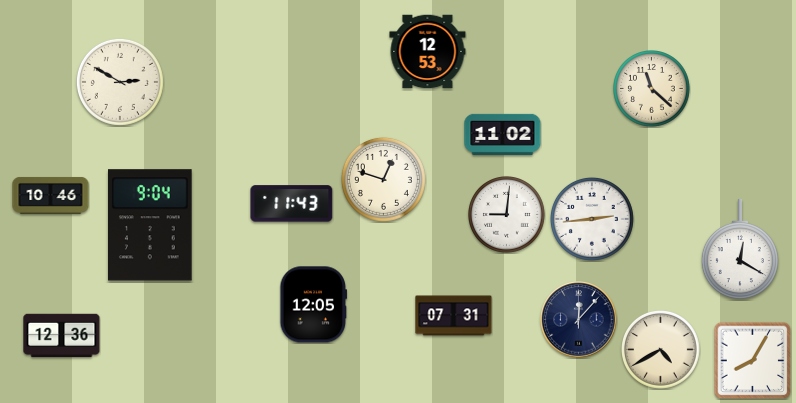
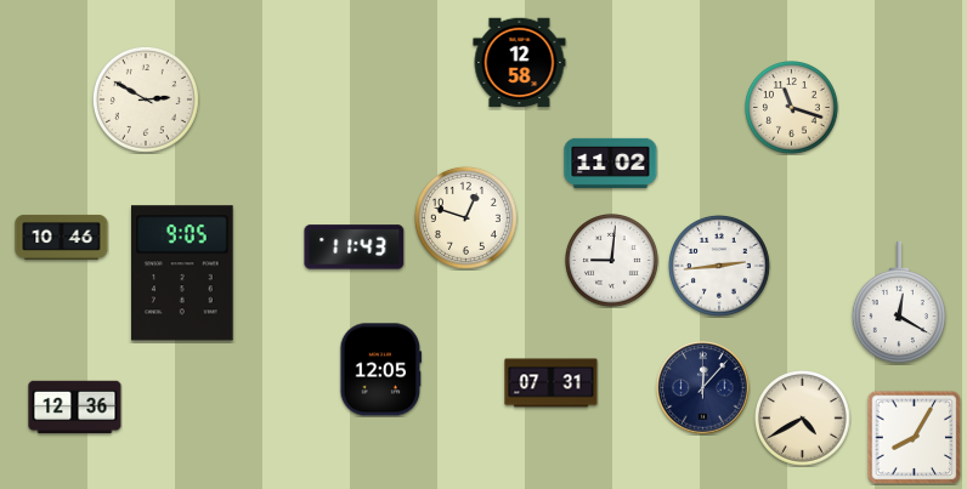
clock at (428, 52): 12:53 -> 12:58
clock at (652, 89): 11:22 -> 11:18
clock at (507, 215) position: (507, 215) -> (612, 261)
clock at (151, 225): 9:04 -> 9:05
clock at (661, 350) position: (661, 350) -> (803, 419)
